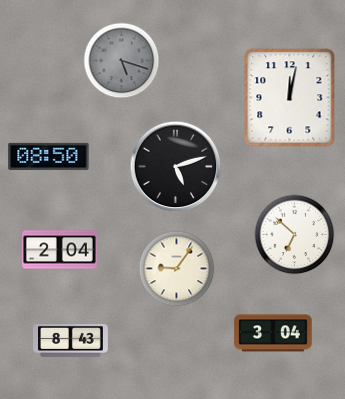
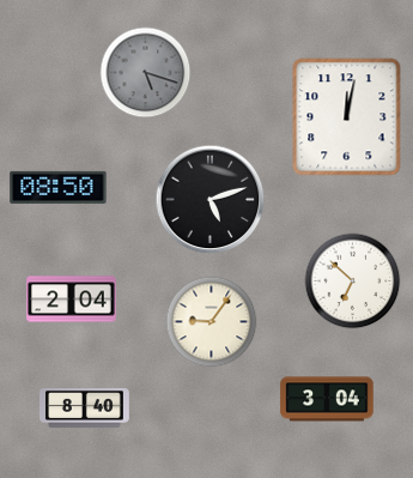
clock at (71, 341): 8:43 -> 8:40
